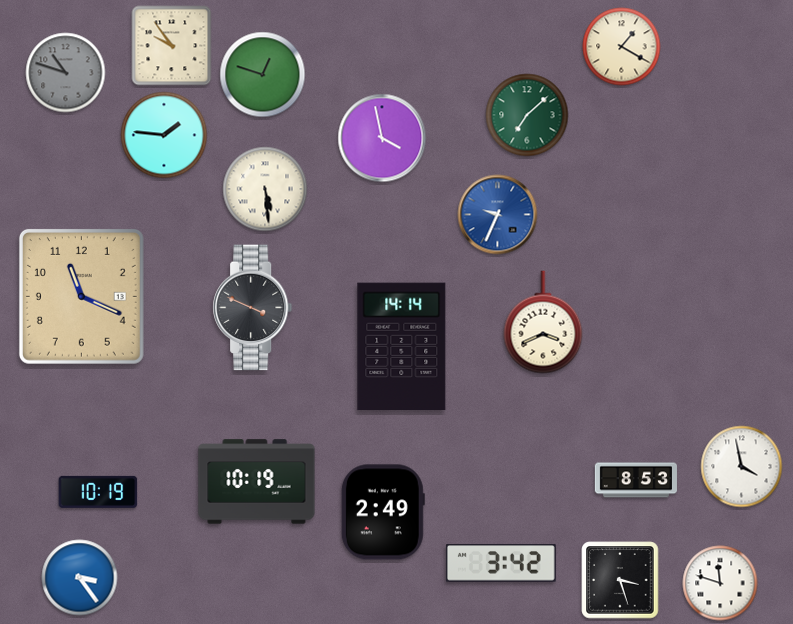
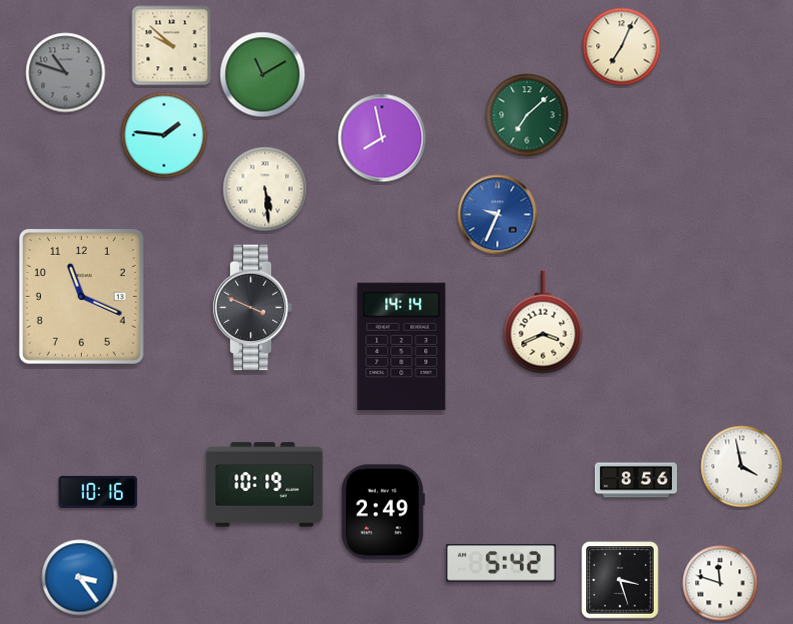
clock at (172, 46): 9:54 -> 9:52
clock at (622, 47): 1:20 -> 7:04
clock at (263, 75): 12:48 -> 11:10
clock at (382, 138): 3:58 -> 7:58
clock at (636, 480): 8:53 -> 8:56
clock at (257, 482) position: (257, 482) -> (265, 485)
clock at (98, 492): 10:19 -> 10:16
clock at (501, 563): 3:42 -> 5:42
